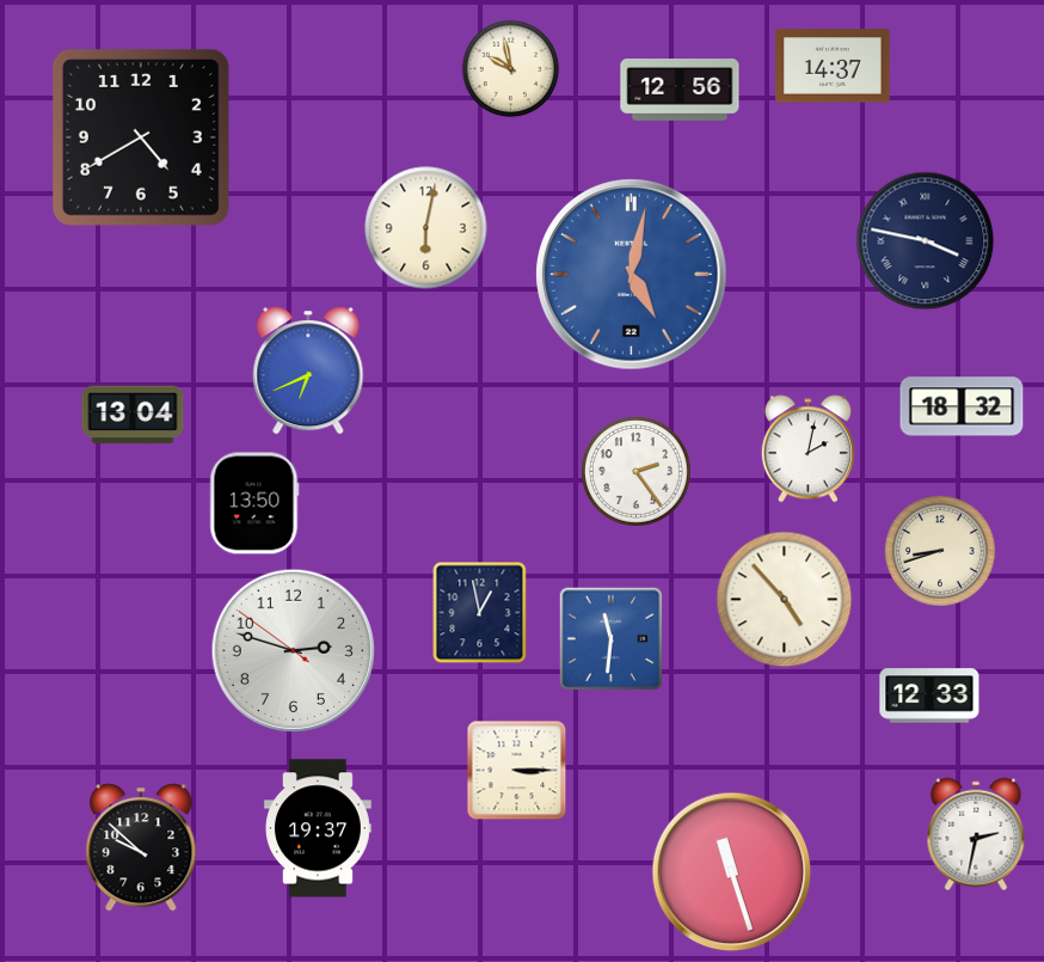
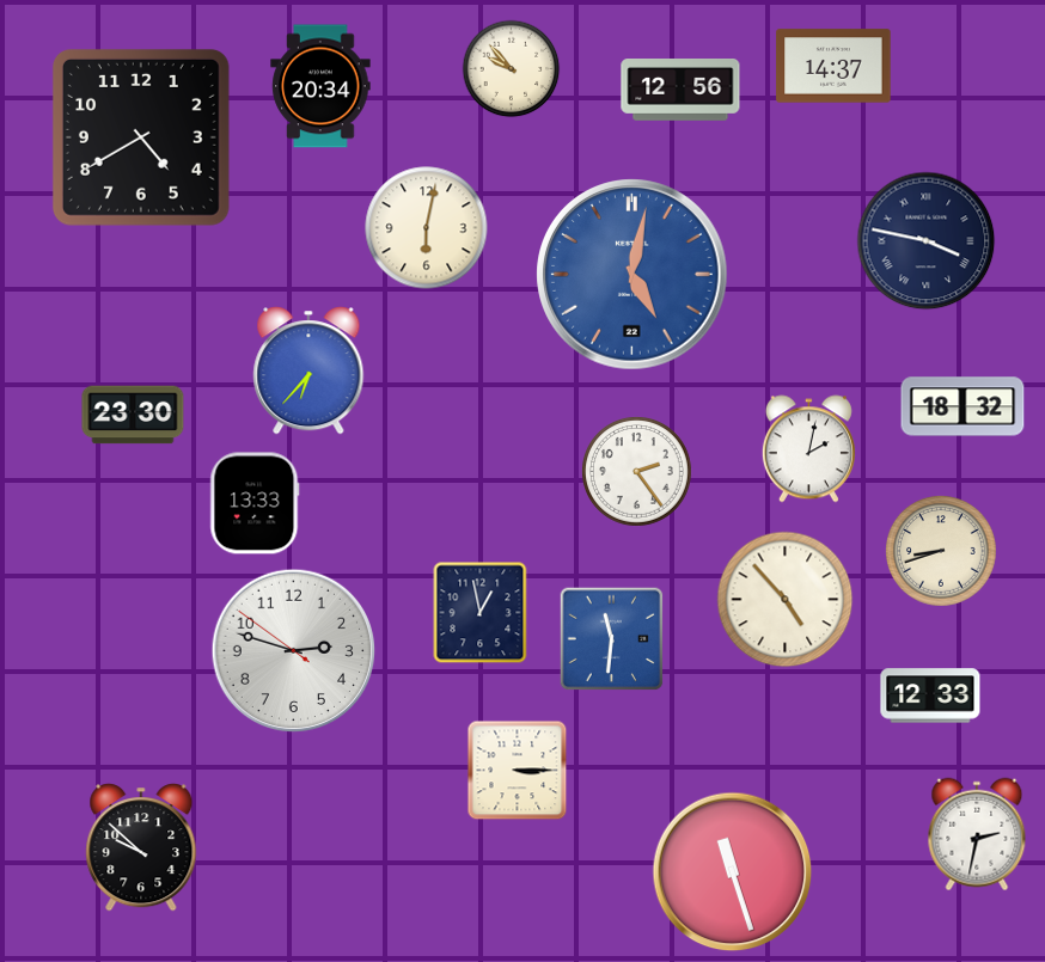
clock at (511, 69): 9:58 -> 9:53
clock at (320, 86): none -> 20:34
clock at (308, 370): 6:41 -> 6:37
clock at (133, 415): 13:04 -> 23:30
clock at (254, 503): 13:50 -> 13:33
clock at (319, 828): 19:37 -> none
